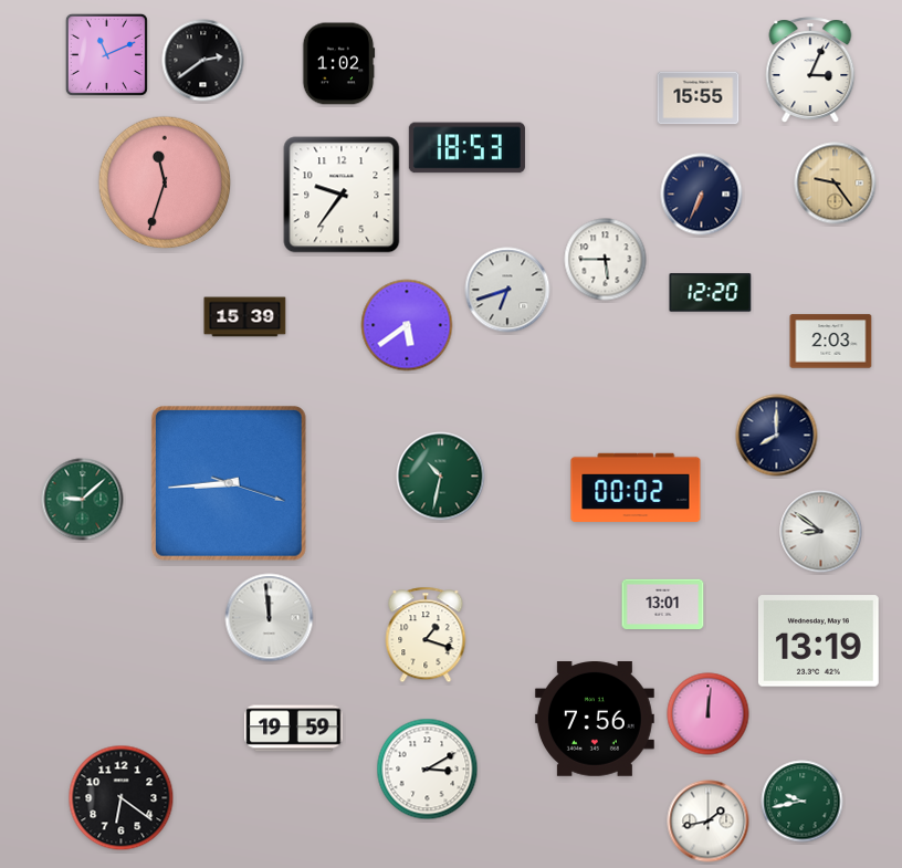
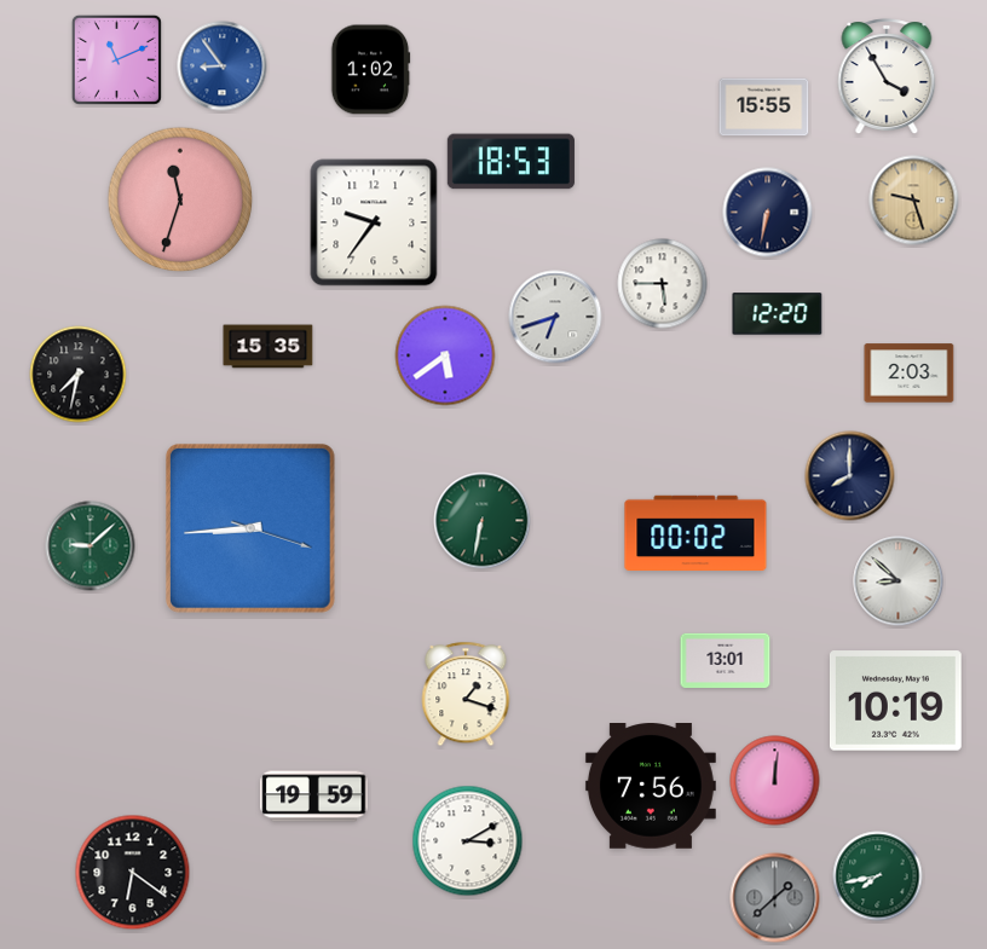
clock at (203, 61): 2:39 -> 8:54
clock at (203, 61) dial: black -> blue
clock at (810, 70): 3:04 -> 3:55
clock at (836, 184): 9:24 -> 9:27
clock at (342, 195) position: (342, 195) -> (374, 222)
clock at (702, 195): 6:34 -> 6:32
clock at (711, 293) position: (711, 293) -> (778, 314)
clock at (245, 317): 15:39 -> 15:35
clock at (79, 375): none -> 7:32
clock at (441, 477): 10:32 -> 6:32
clock at (821, 532): 8:51 -> 8:52
clock at (270, 618): 11:59 -> none
clock at (818, 641): 13:19 -> 10:19
clock at (294, 729) position: (294, 729) -> (314, 797)
clock at (803, 802): 9:43 -> 7:43
clock at (709, 822): 1:43 -> 1:38
clock at (709, 822) dial: white -> grey
